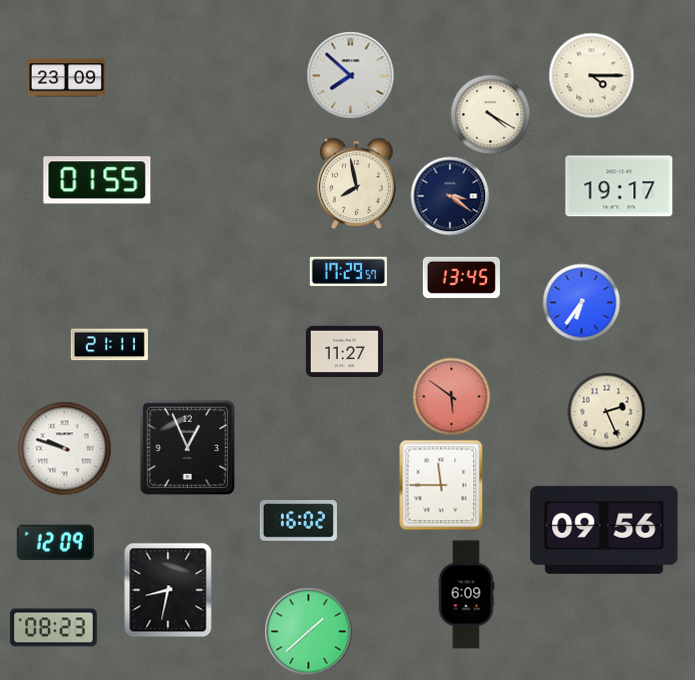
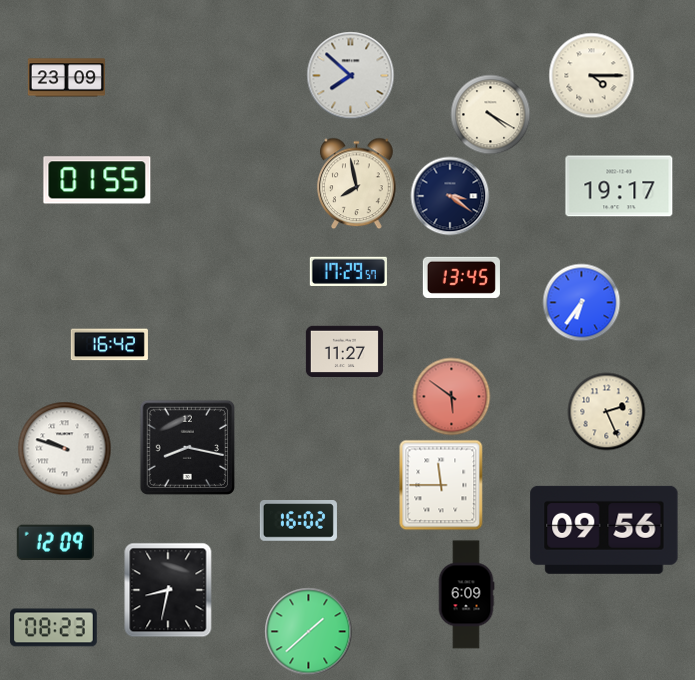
clock at (109, 345): 21:11 -> 16:42
clock at (187, 447): 12:56 -> 8:17
